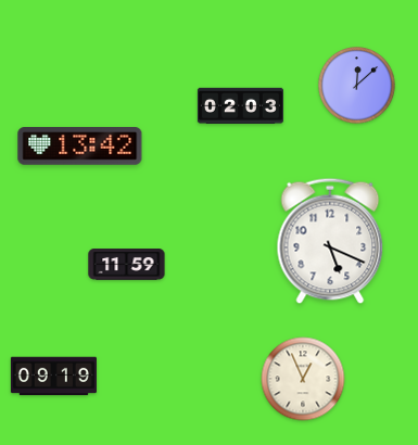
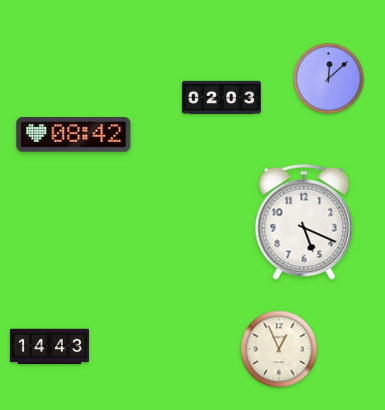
clock at (80, 147): 13:42 -> 08:42
clock at (127, 265): 11:59 -> none
clock at (53, 377): 09:19 -> 14:43
